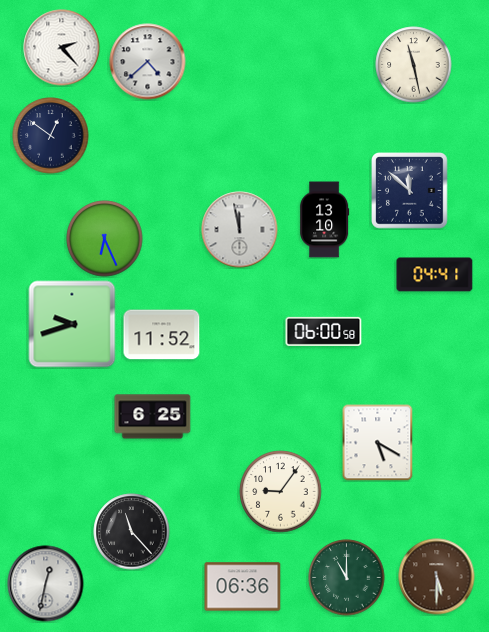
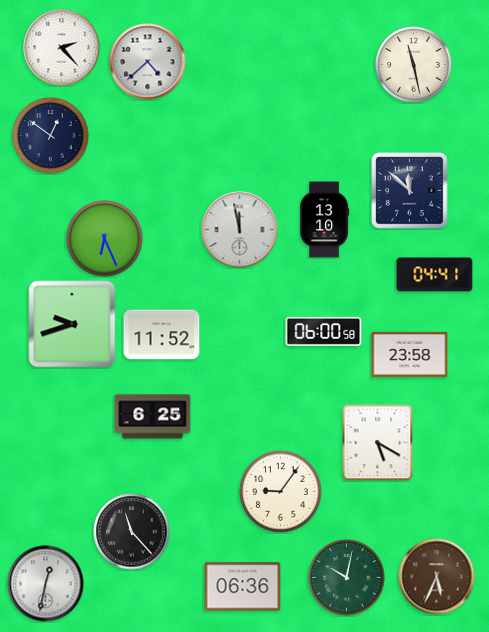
clock at (410, 354): none -> 23:58
clock at (437, 577): 5:30 -> 5:34
clock at (347, 578): 11:00 -> 10:02
